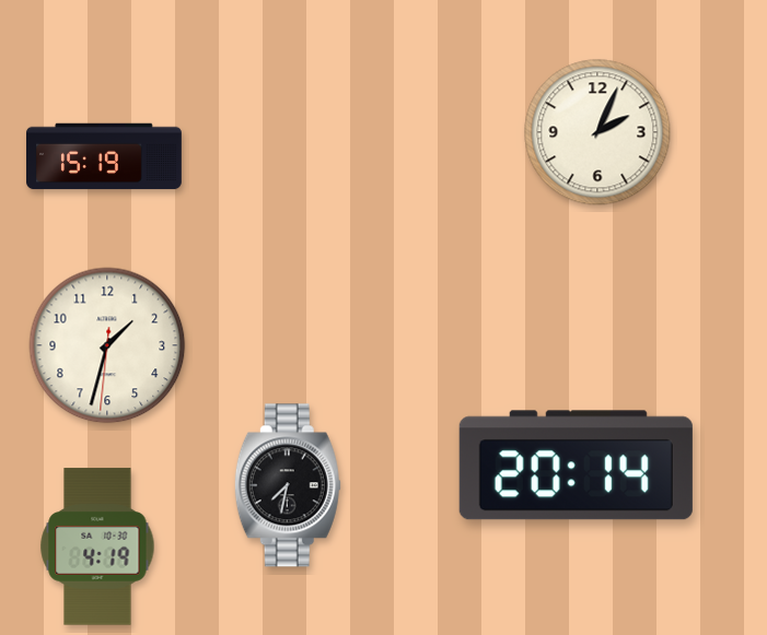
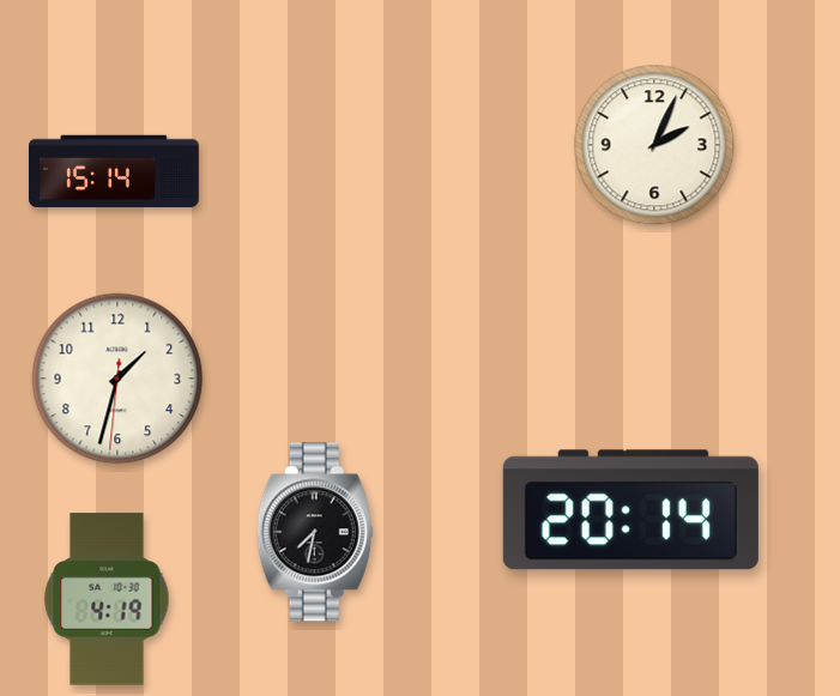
clock at (105, 156): 15:19 -> 15:14
